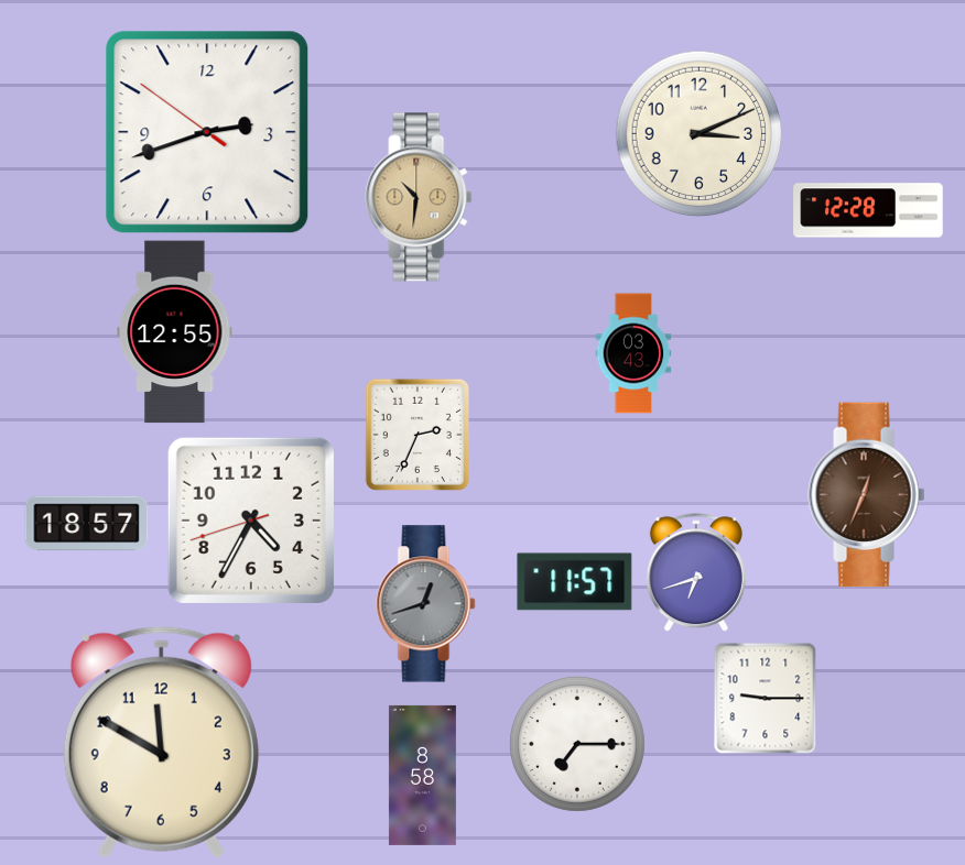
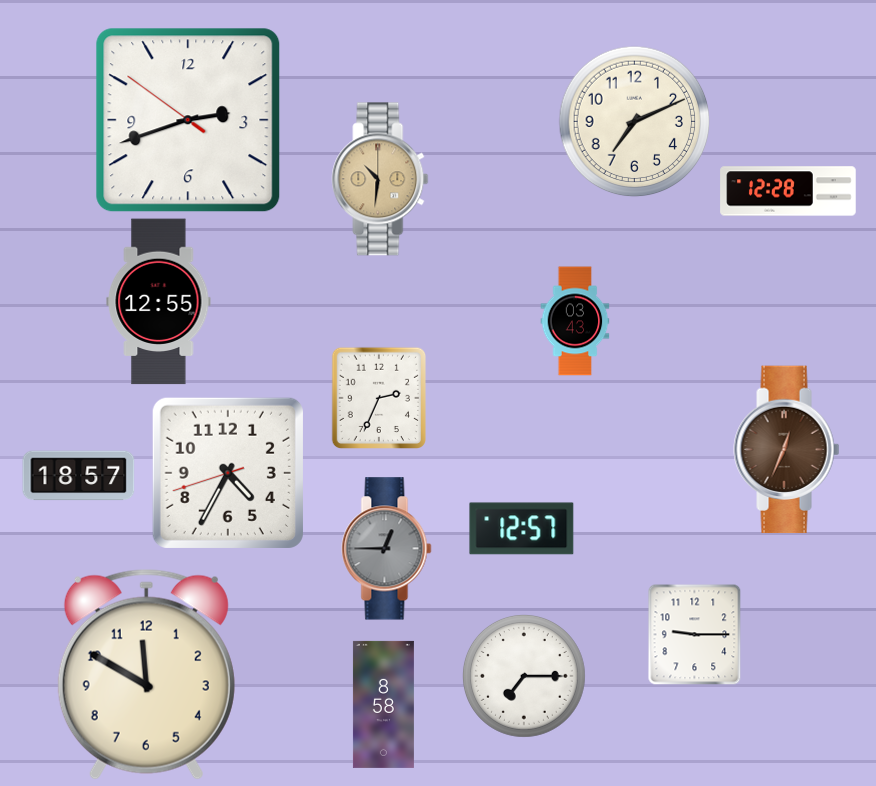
clock at (700, 134): 3:11 -> 7:11
clock at (416, 434) position: (416, 434) -> (378, 397)
clock at (696, 572): 6:42 -> none
clock at (575, 582): 11:57 -> 12:57
clock at (426, 604): 12:42 -> 12:45
